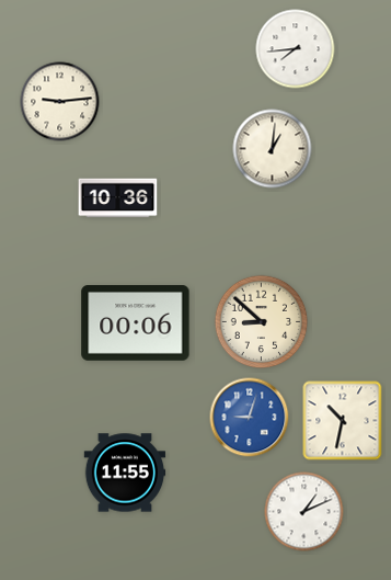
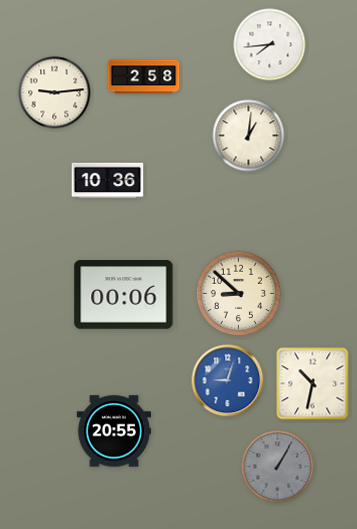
clock at (144, 77): none -> 2:58
clock at (125, 473): 11:55 -> 20:55
clock at (304, 512): 1:11 -> 1:05
clock at (304, 512) dial: white -> grey
